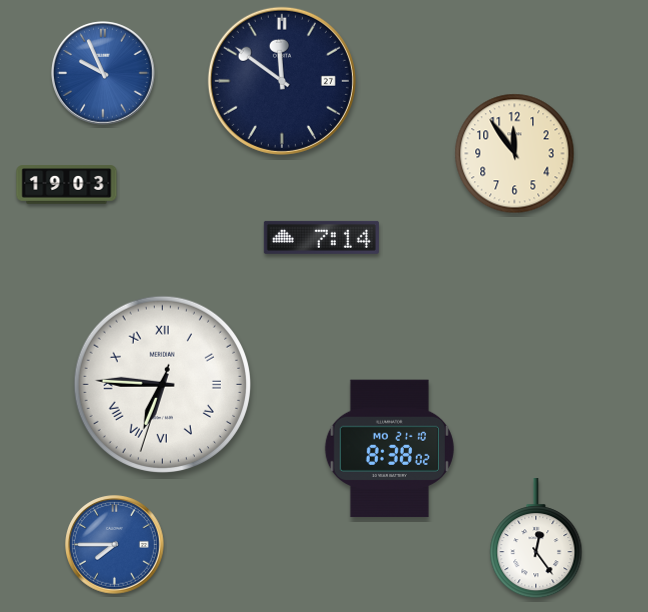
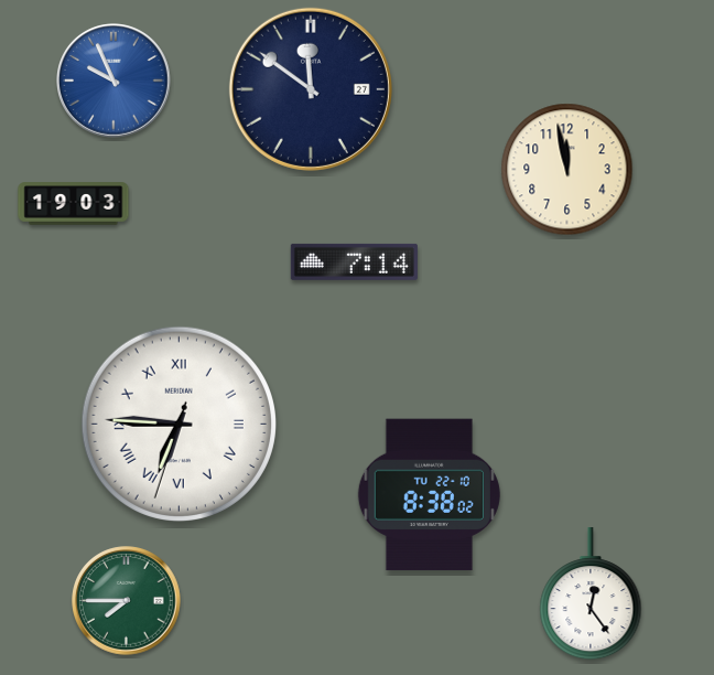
clock at (515, 154): 11:54 -> 11:58
clock at (389, 449) date: MO 21-10 -> TU 22-10
clock at (115, 545) dial: blue -> green
